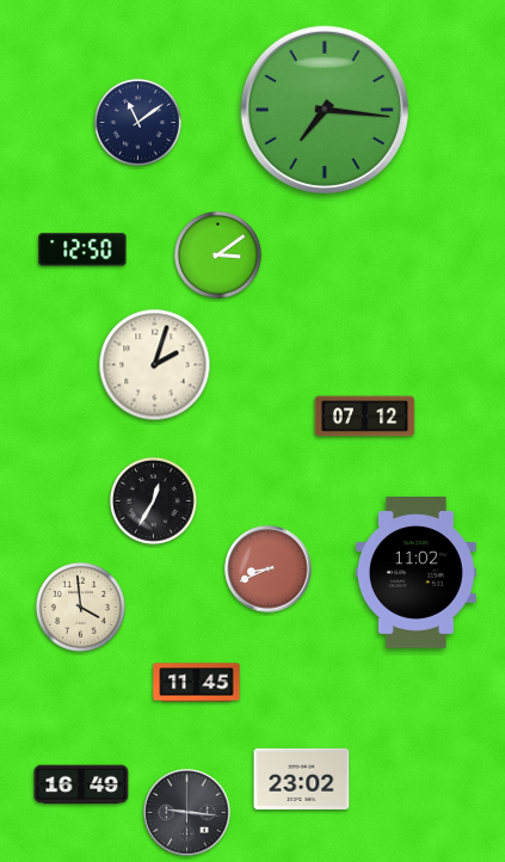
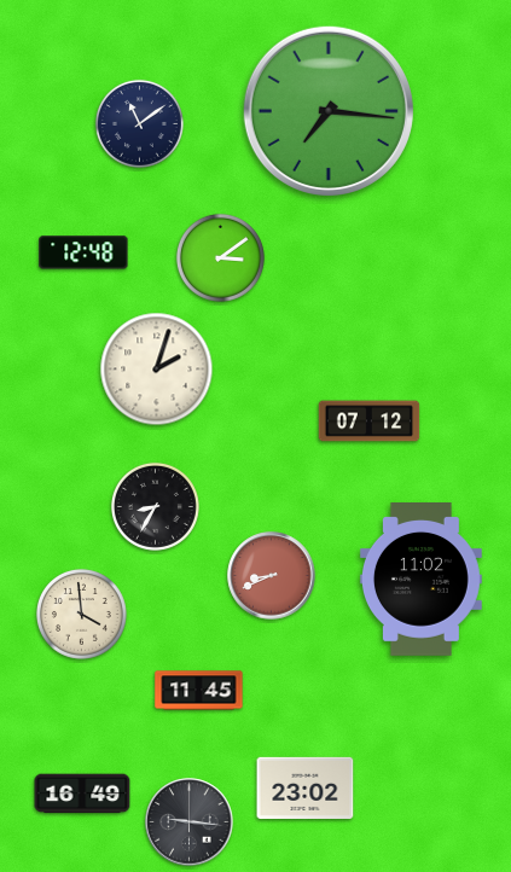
clock at (82, 250): 12:50 -> 12:48
clock at (153, 500): 12:35 -> 8:35
